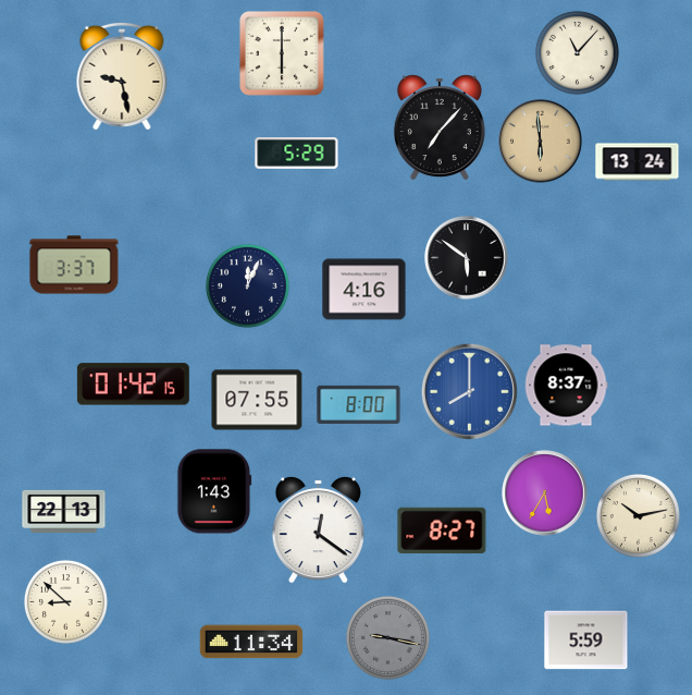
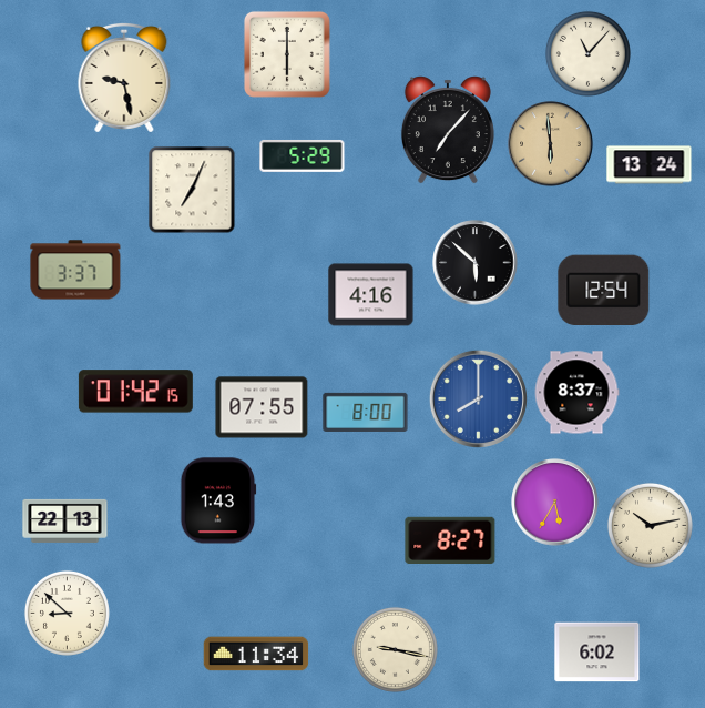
clock at (192, 190): none -> 7:04
clock at (467, 258): 5:51 -> 5:52
clock at (247, 285): 12:04 -> none
clock at (604, 291): none -> 12:54
clock at (318, 529): 12:21 -> none
clock at (387, 637) dial: grey -> cream
clock at (586, 641): 5:59 -> 6:02
